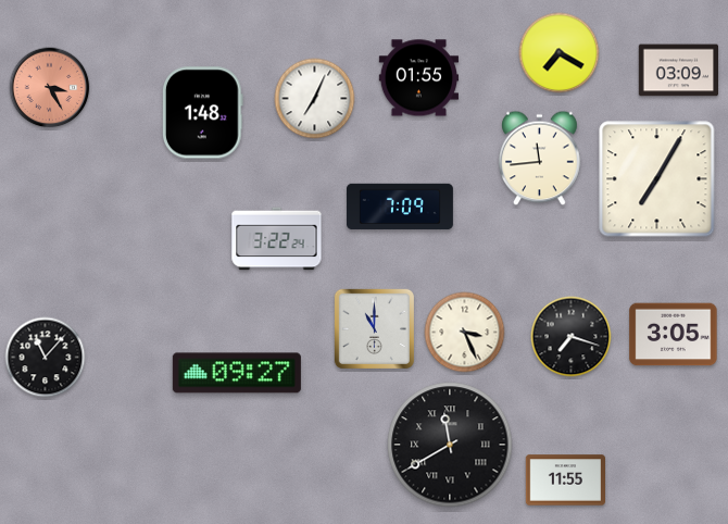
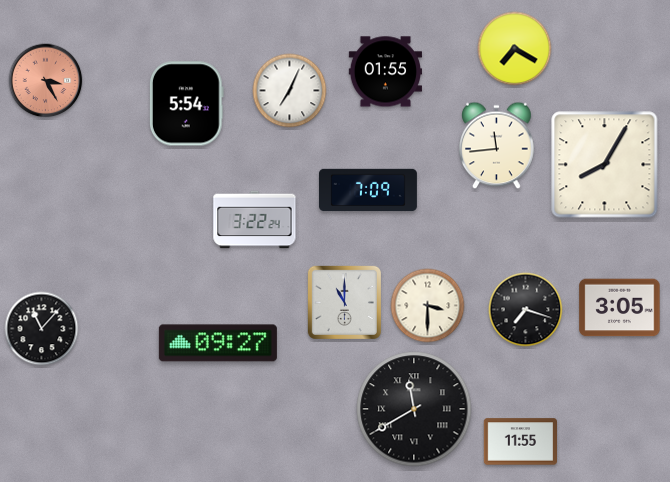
clock at (678, 71): 03:09 -> none
clock at (202, 113): 1:48 -> 5:54
clock at (657, 179): 7:05 -> 8:05
clock at (465, 333): 3:26 -> 3:30
